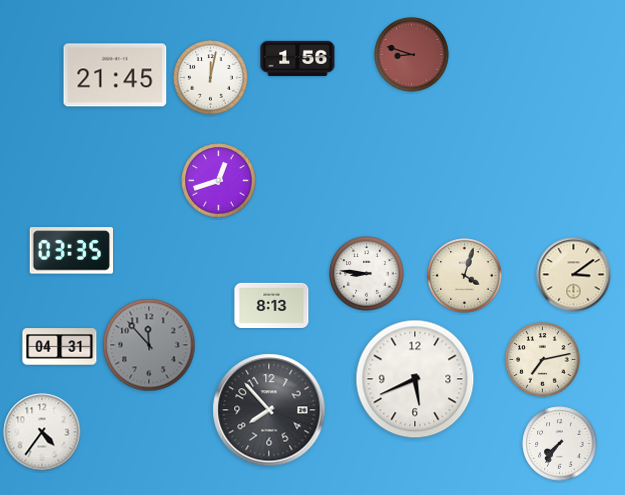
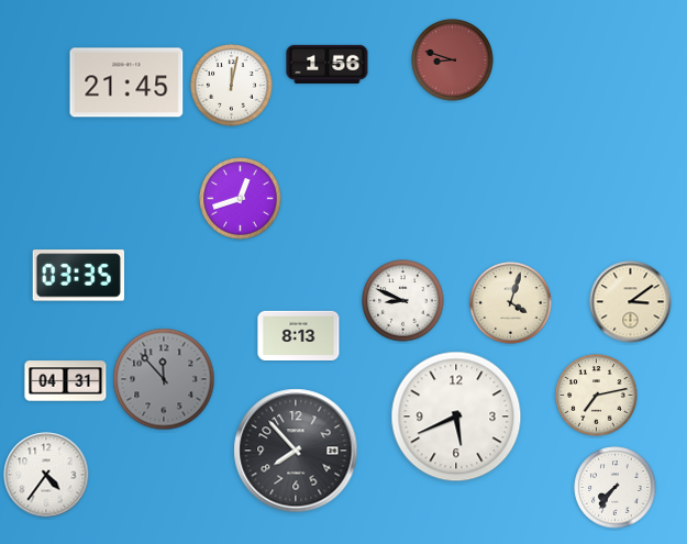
clock at (367, 274): 8:46 -> 8:49
